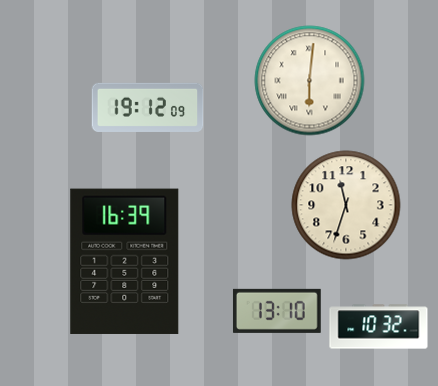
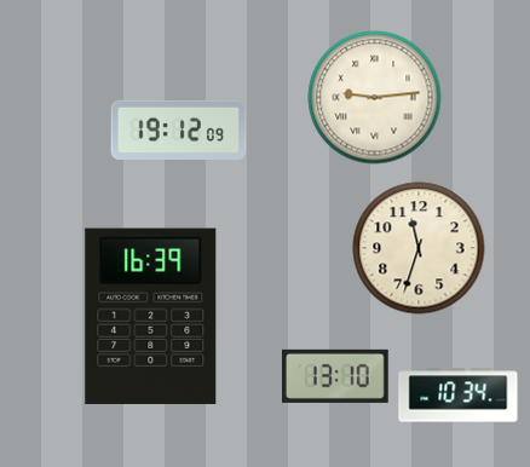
clock at (310, 81): 6:01 -> 9:14
clock at (379, 327): 10:32 -> 10:34
